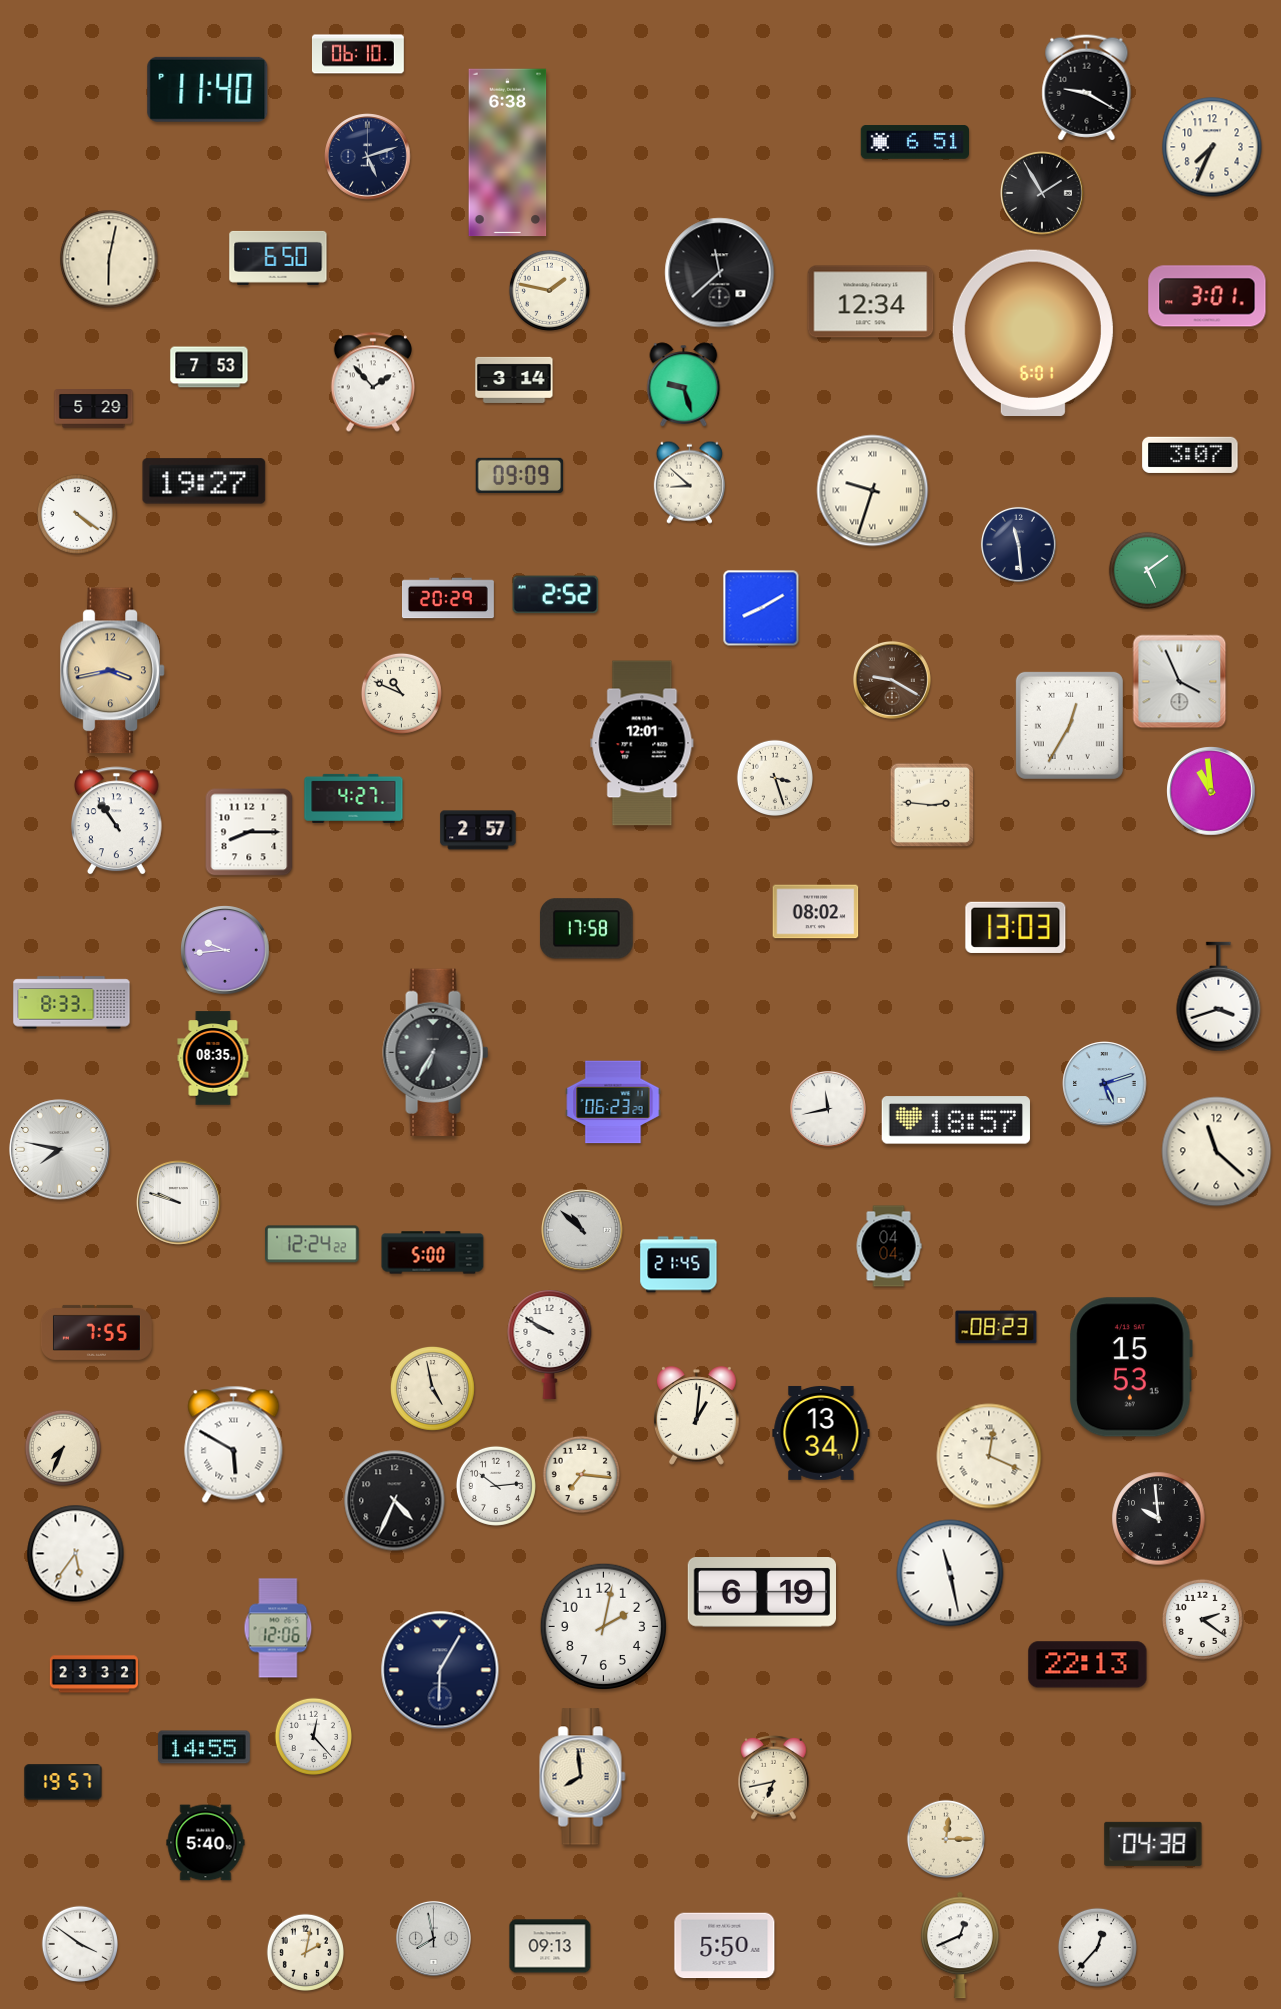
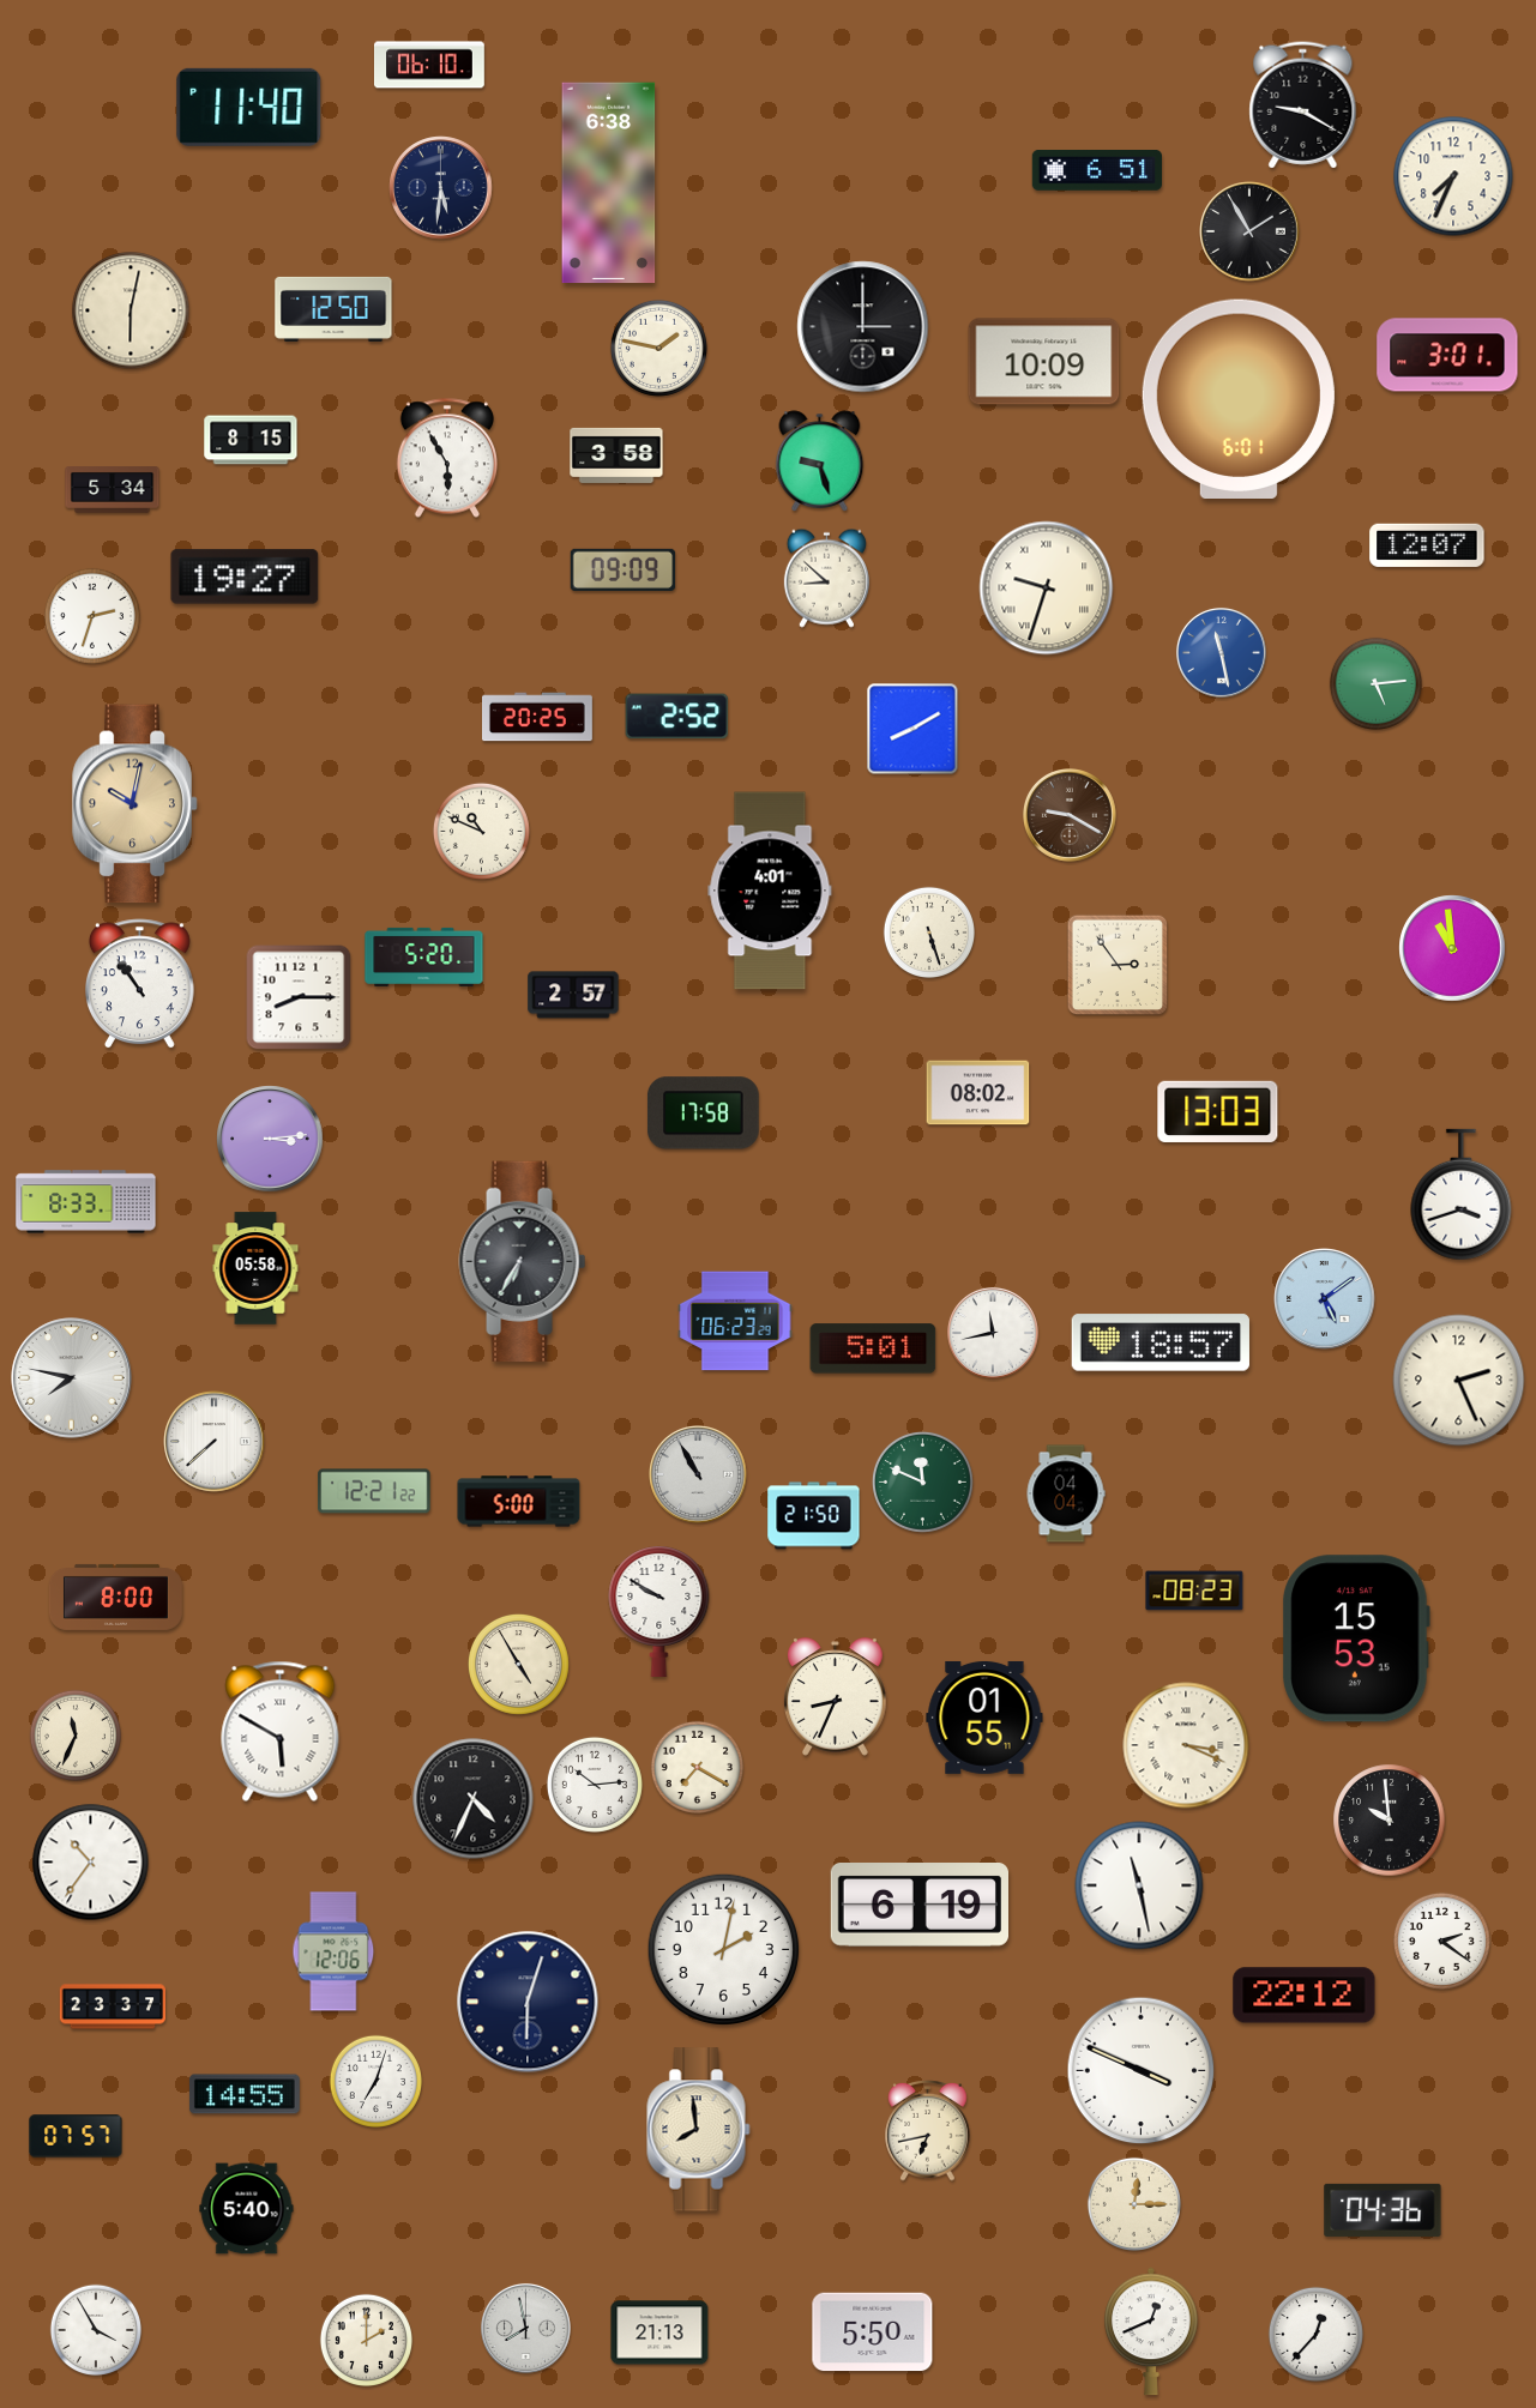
clock at (368, 157): 5:12 -> 5:31
clock at (278, 258): 6:50 -> 12:50
clock at (720, 273): 11:38 -> 3:00
clock at (871, 302): 12:34 -> 10:09
clock at (209, 367): 7:53 -> 8:15
clock at (514, 380): 3:14 -> 3:58
clock at (373, 382): 1:53 -> 5:55
clock at (94, 409): 5:29 -> 5:34
clock at (1190, 455): 3:07 -> 12:07
clock at (77, 514): 4:21 -> 2:33
clock at (1018, 544): 11:29 -> 11:28
clock at (1018, 544) dial: navy -> blue
clock at (1147, 570): 5:09 -> 5:14
clock at (556, 595) position: (556, 595) -> (677, 717)
clock at (449, 598): 20:29 -> 20:25
clock at (113, 671): 3:43 -> 10:02
clock at (1180, 682): 3:56 -> none
clock at (1069, 725): 12:35 -> none
clock at (642, 743): 12:01 -> 4:01
clock at (774, 777): 3:27 -> 5:27
clock at (354, 798): 4:27 -> 5:20
clock at (932, 805): 2:46 -> 2:54
clock at (225, 950): 9:44 -> 3:14
clock at (213, 1058): 08:35 -> 05:58
clock at (1105, 1084): 5:12 -> 5:09
clock at (828, 1109) position: (828, 1109) -> (993, 1333)
clock at (956, 1120) position: (956, 1120) -> (1161, 1342)
clock at (873, 1348): none -> 5:01
clock at (1217, 1152): 11:22 -> 2:26
clock at (179, 1203): 9:48 -> 7:38
clock at (583, 1231): 10:52 -> 10:55
clock at (922, 1481): none -> 11:49
clock at (312, 1244): 12:24 -> 12:21
clock at (679, 1265): 21:45 -> 21:50
clock at (96, 1332): 7:55 -> 8:00
clock at (432, 1388): 4:58 -> 4:55
clock at (697, 1416): 1:01 -> 8:34
clock at (821, 1433): 13:34 -> 01:55
clock at (62, 1447): 7:34 -> 11:34
clock at (989, 1456): 12:19 -> 3:19
clock at (581, 1474): 7:16 -> 7:20
clock at (496, 1486) position: (496, 1486) -> (595, 1785)
clock at (76, 1554): 5:36 -> 10:36
clock at (761, 1592) position: (761, 1592) -> (918, 1905)
clock at (1088, 1665): 22:13 -> 22:12
clock at (440, 1670): 6:05 -> 6:03
clock at (94, 1674): 23:32 -> 23:37
clock at (1142, 2071): none -> 3:49
clock at (313, 1736): 12:23 -> 7:03
clock at (63, 1782): 19:57 -> 07:57
clock at (1153, 1844): 04:38 -> 04:36
clock at (433, 1938) position: (433, 1938) -> (525, 2328)
clock at (79, 1943): 3:51 -> 3:55
clock at (550, 1946): 09:13 -> 21:13
clock at (725, 1946) position: (725, 1946) -> (873, 2332)
clock at (305, 1952): 2:02 -> 2:00
